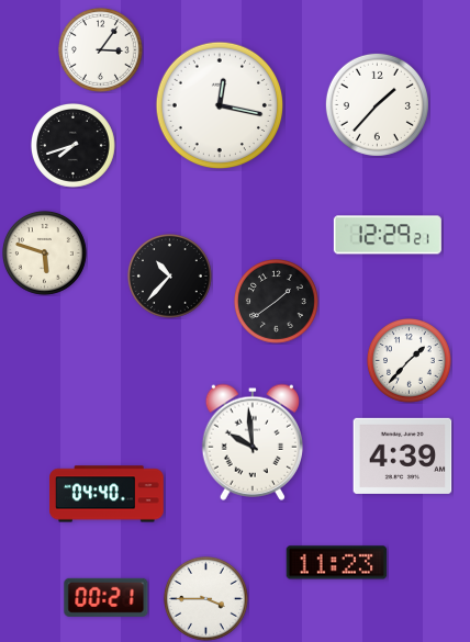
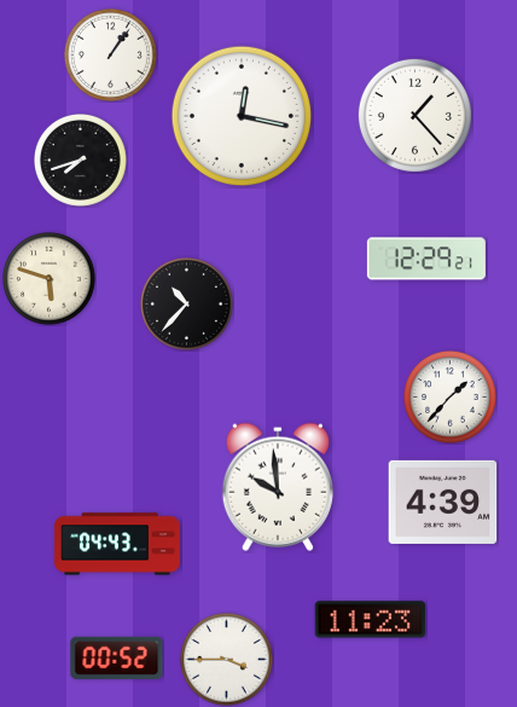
clock at (101, 50): 3:06 -> 1:06
clock at (377, 104): 1:37 -> 1:23
clock at (277, 302): 1:39 -> none
clock at (107, 494): 04:40 -> 04:43
clock at (107, 597): 00:21 -> 00:52
